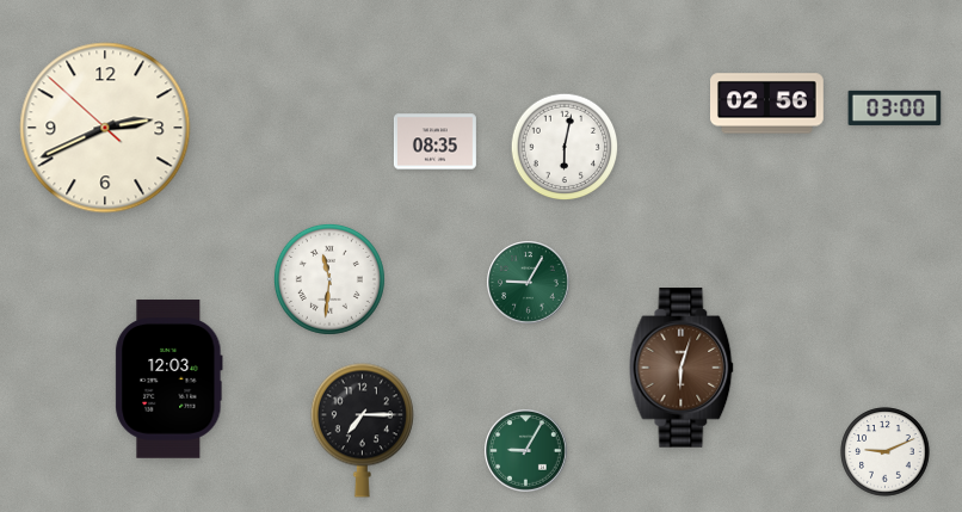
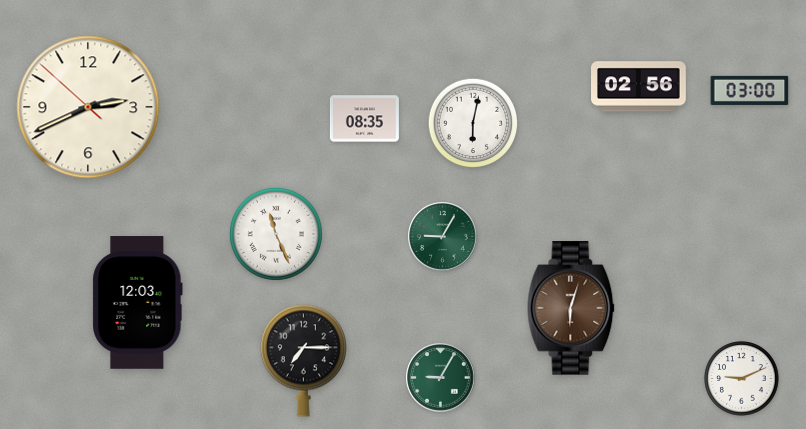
clock at (767, 104) position: (767, 104) -> (639, 87)
clock at (329, 279): 11:31 -> 11:26
clock at (169, 380) position: (169, 380) -> (138, 303)
